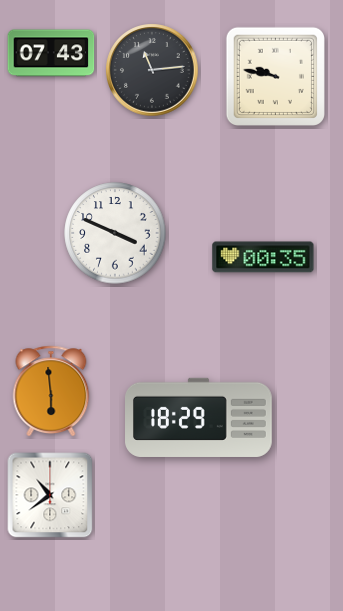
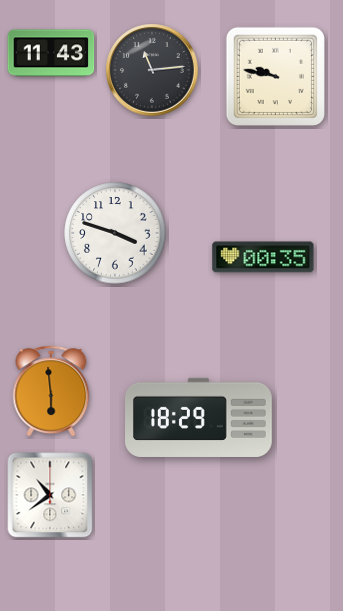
clock at (51, 53): 07:43 -> 11:43
clock at (115, 233): 3:49 -> 3:48
